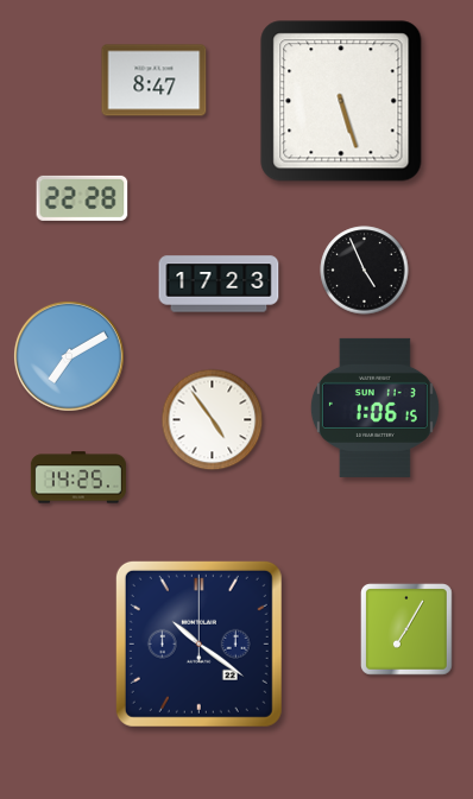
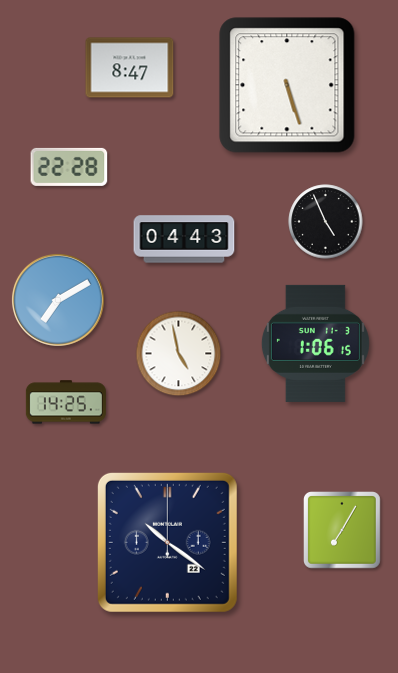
clock at (365, 271) position: (365, 271) -> (326, 222)
clock at (219, 284): 17:23 -> 04:43
clock at (213, 420): 4:54 -> 4:58
